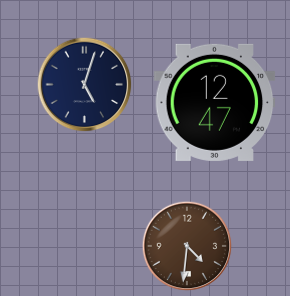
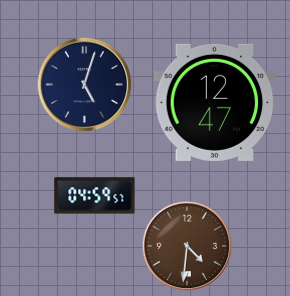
clock at (95, 196): none -> 04:59
